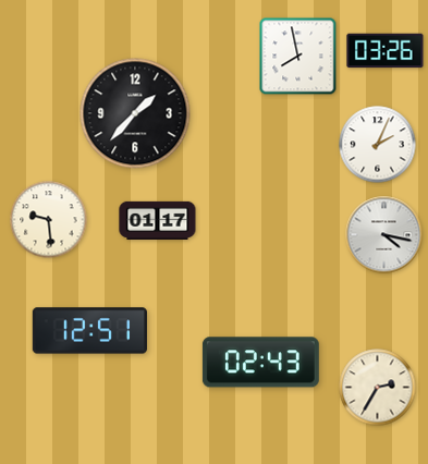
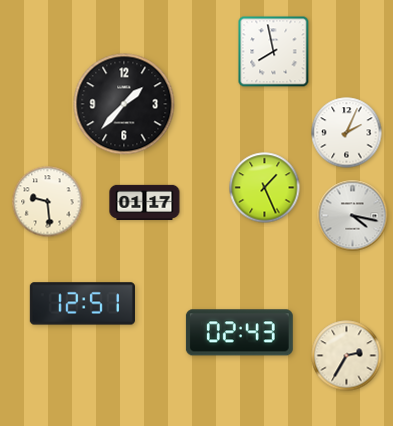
clock at (386, 51): 03:26 -> none
clock at (265, 188): none -> 1:26
clock at (49, 220) position: (49, 220) -> (48, 202)
